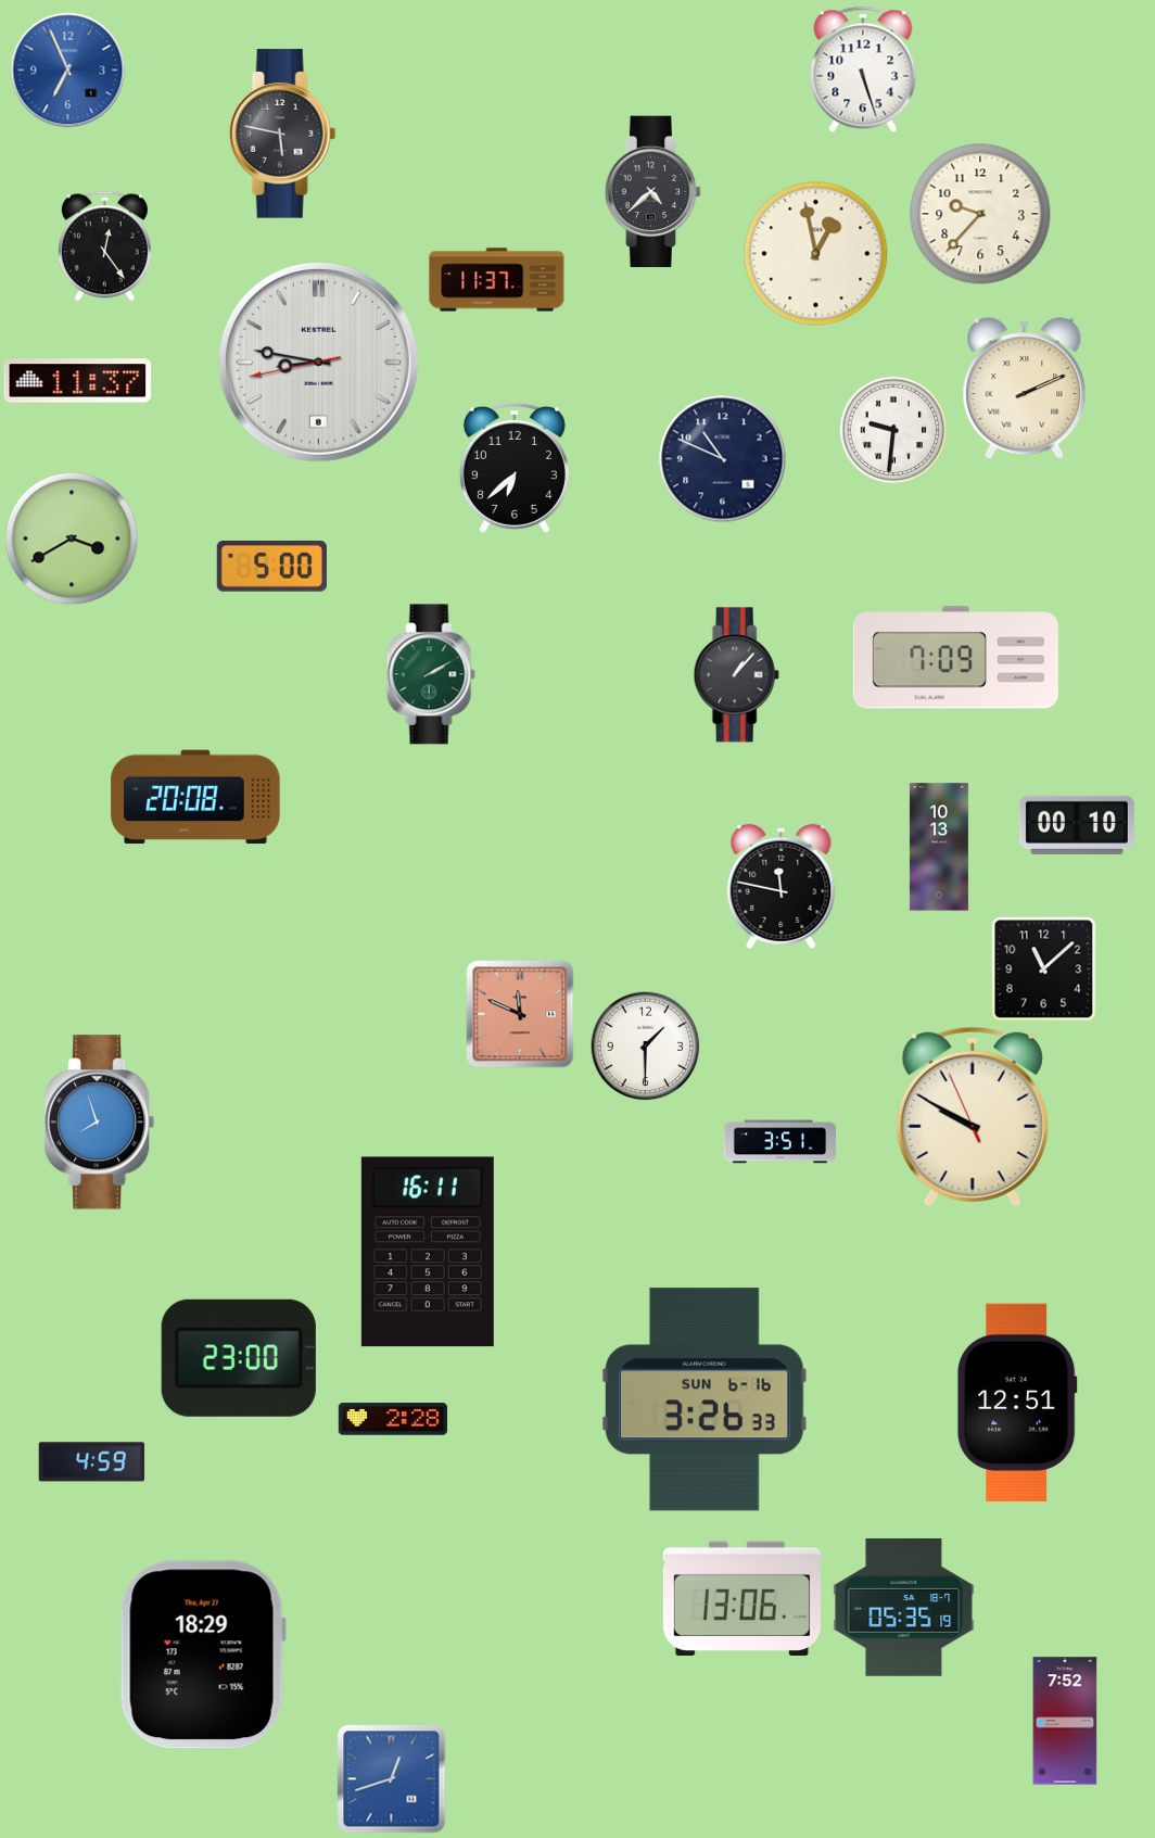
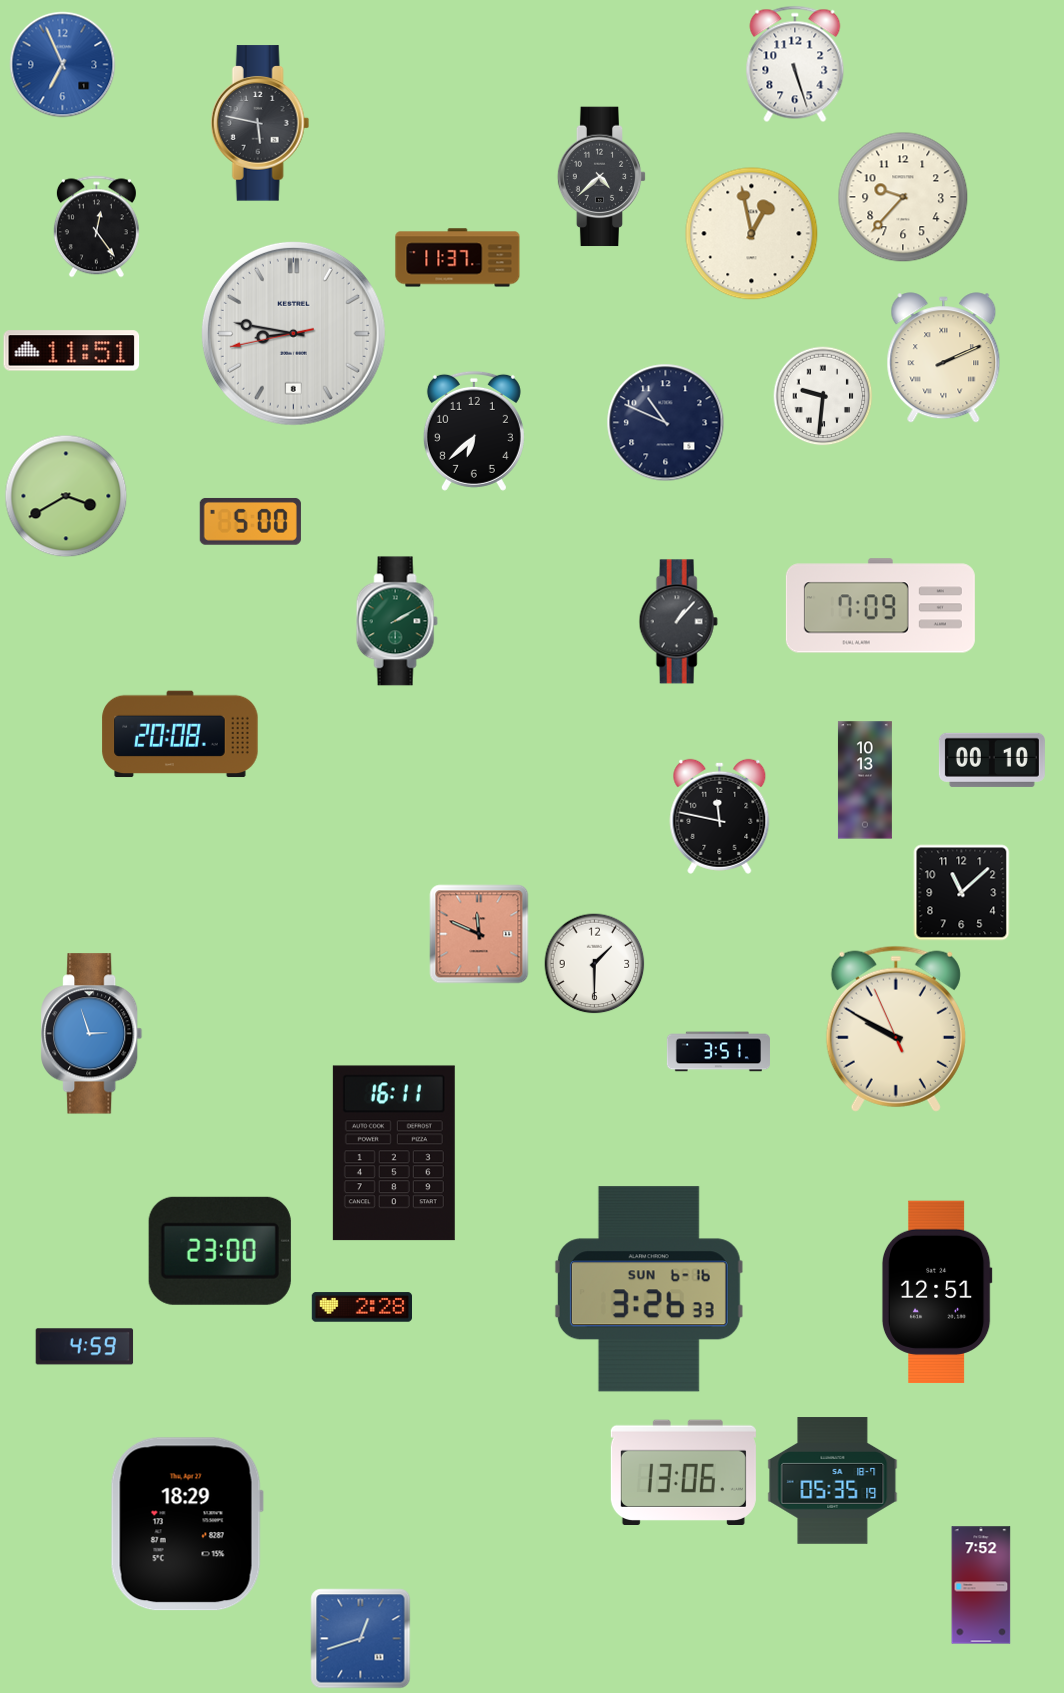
clock at (78, 381): 11:37 -> 11:51
clock at (100, 1123): 7:57 -> 2:57
